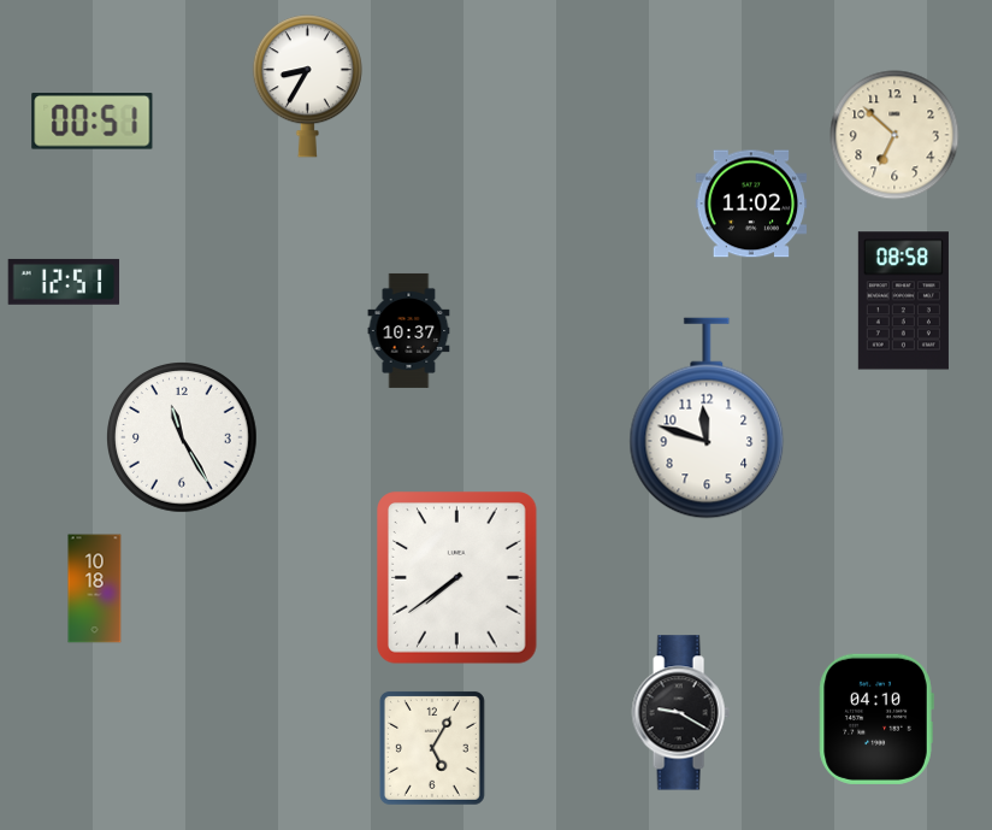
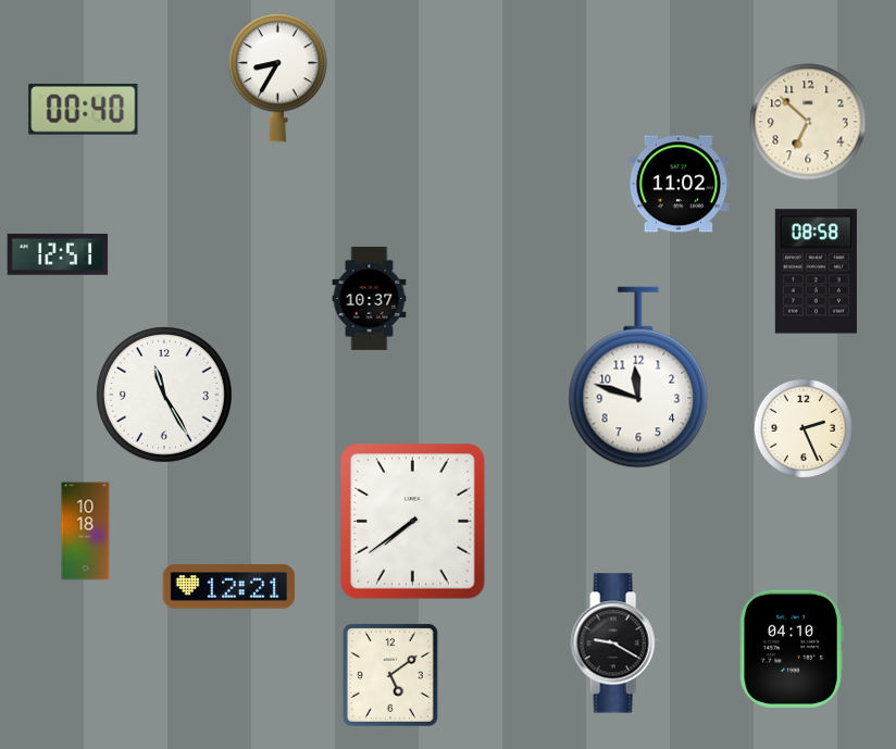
clock at (93, 122): 00:51 -> 00:40
clock at (804, 428): none -> 2:26
clock at (229, 587): none -> 12:21
clock at (432, 748): 5:05 -> 5:09
